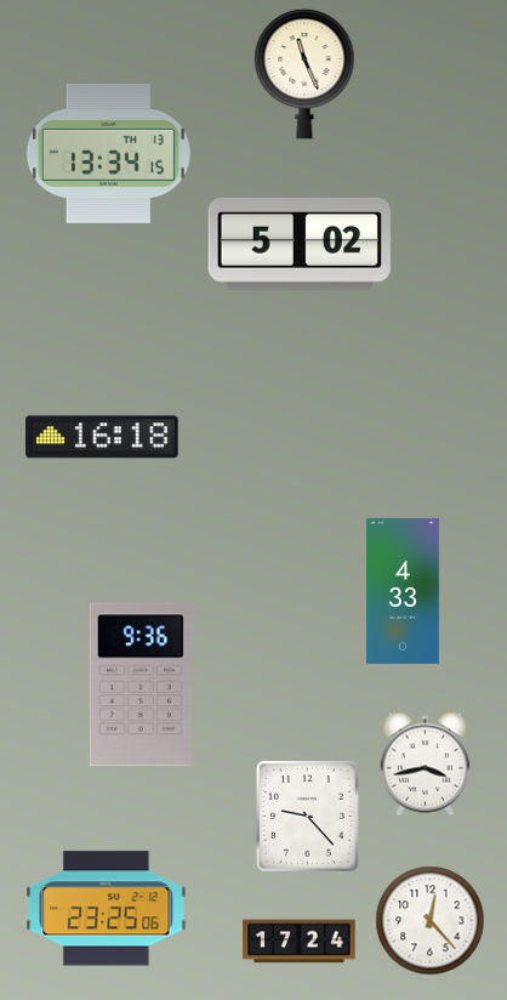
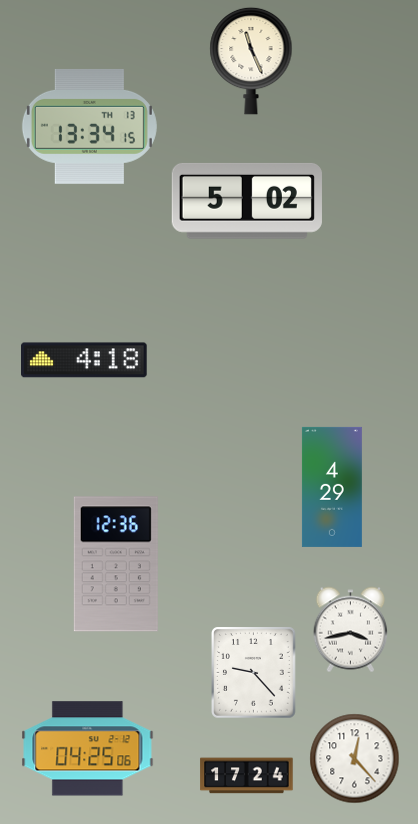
clock at (103, 437): 16:18 -> 4:18
clock at (403, 591): 4:33 -> 4:29
clock at (141, 684): 9:36 -> 12:36
clock at (107, 909): 23:25 -> 04:25
